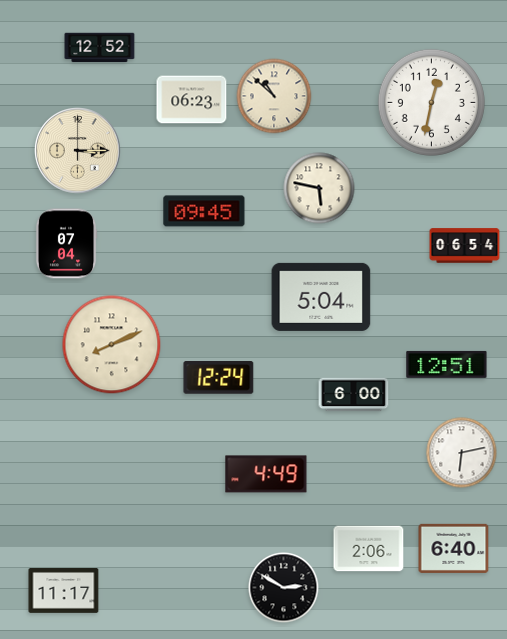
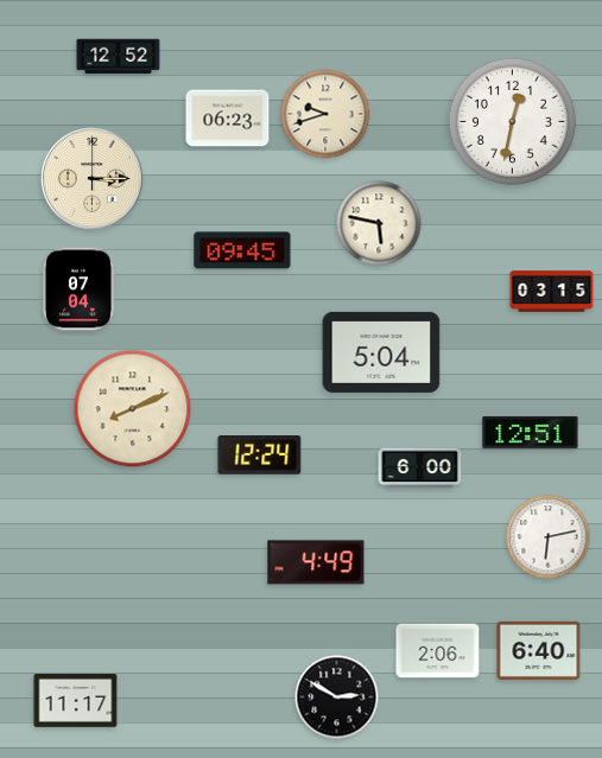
clock at (274, 96): 10:52 -> 9:42
clock at (465, 246): 06:54 -> 03:15
clock at (219, 378) position: (219, 378) -> (260, 456)
